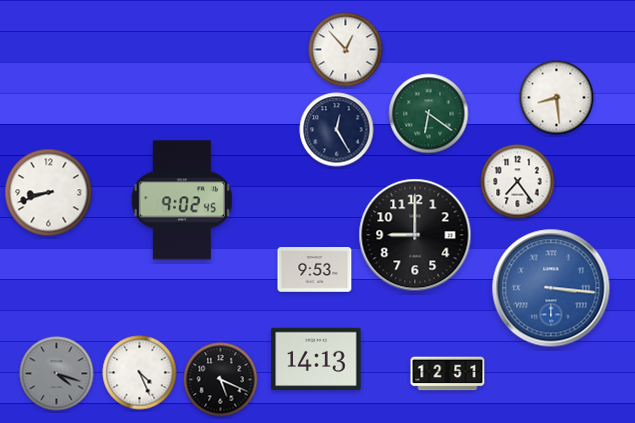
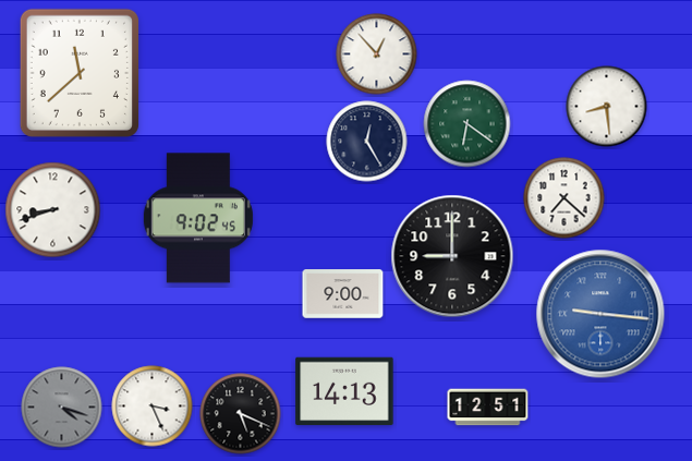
clock at (80, 73): none -> 11:38
clock at (518, 182): 7:24 -> 7:22
clock at (315, 270): 9:53 -> 9:00
clock at (551, 288): 3:16 -> 9:16
clock at (140, 373): 4:26 -> 3:26
